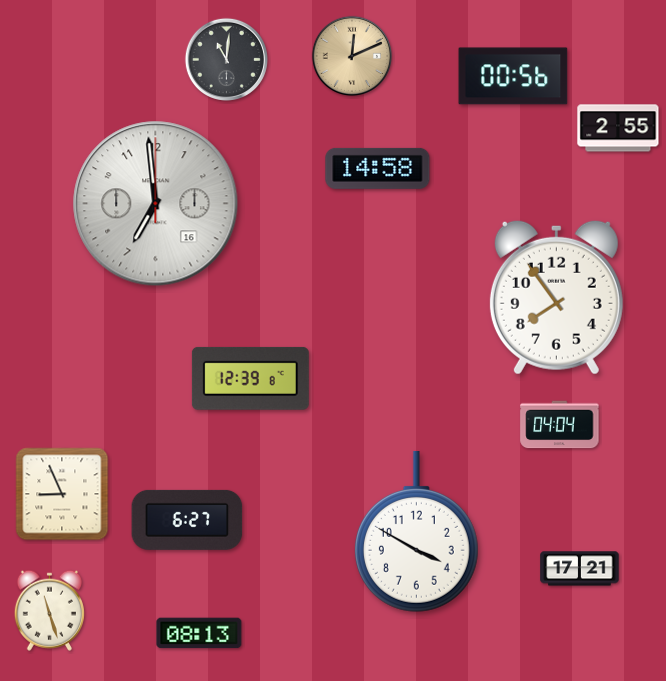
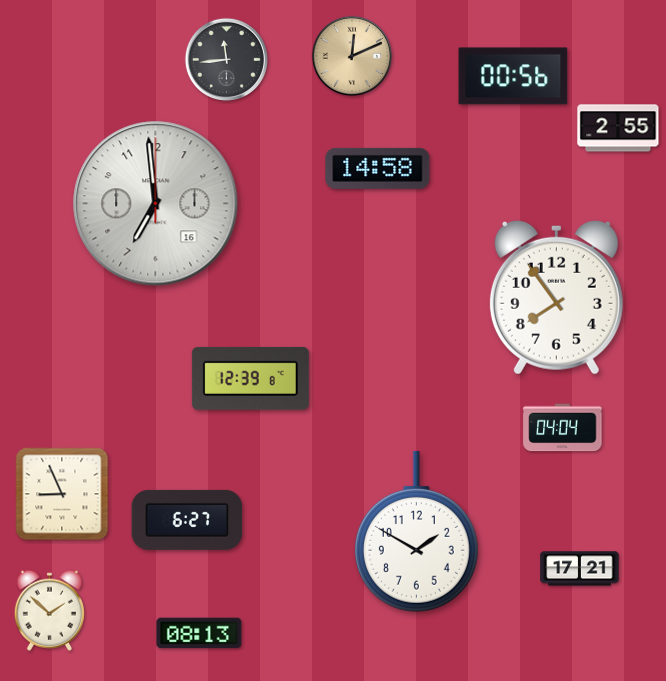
clock at (226, 59): 11:01 -> 11:44
clock at (560, 425) position: (560, 425) -> (563, 428)
clock at (416, 532): 3:50 -> 1:50
clock at (49, 610): 11:27 -> 1:52
